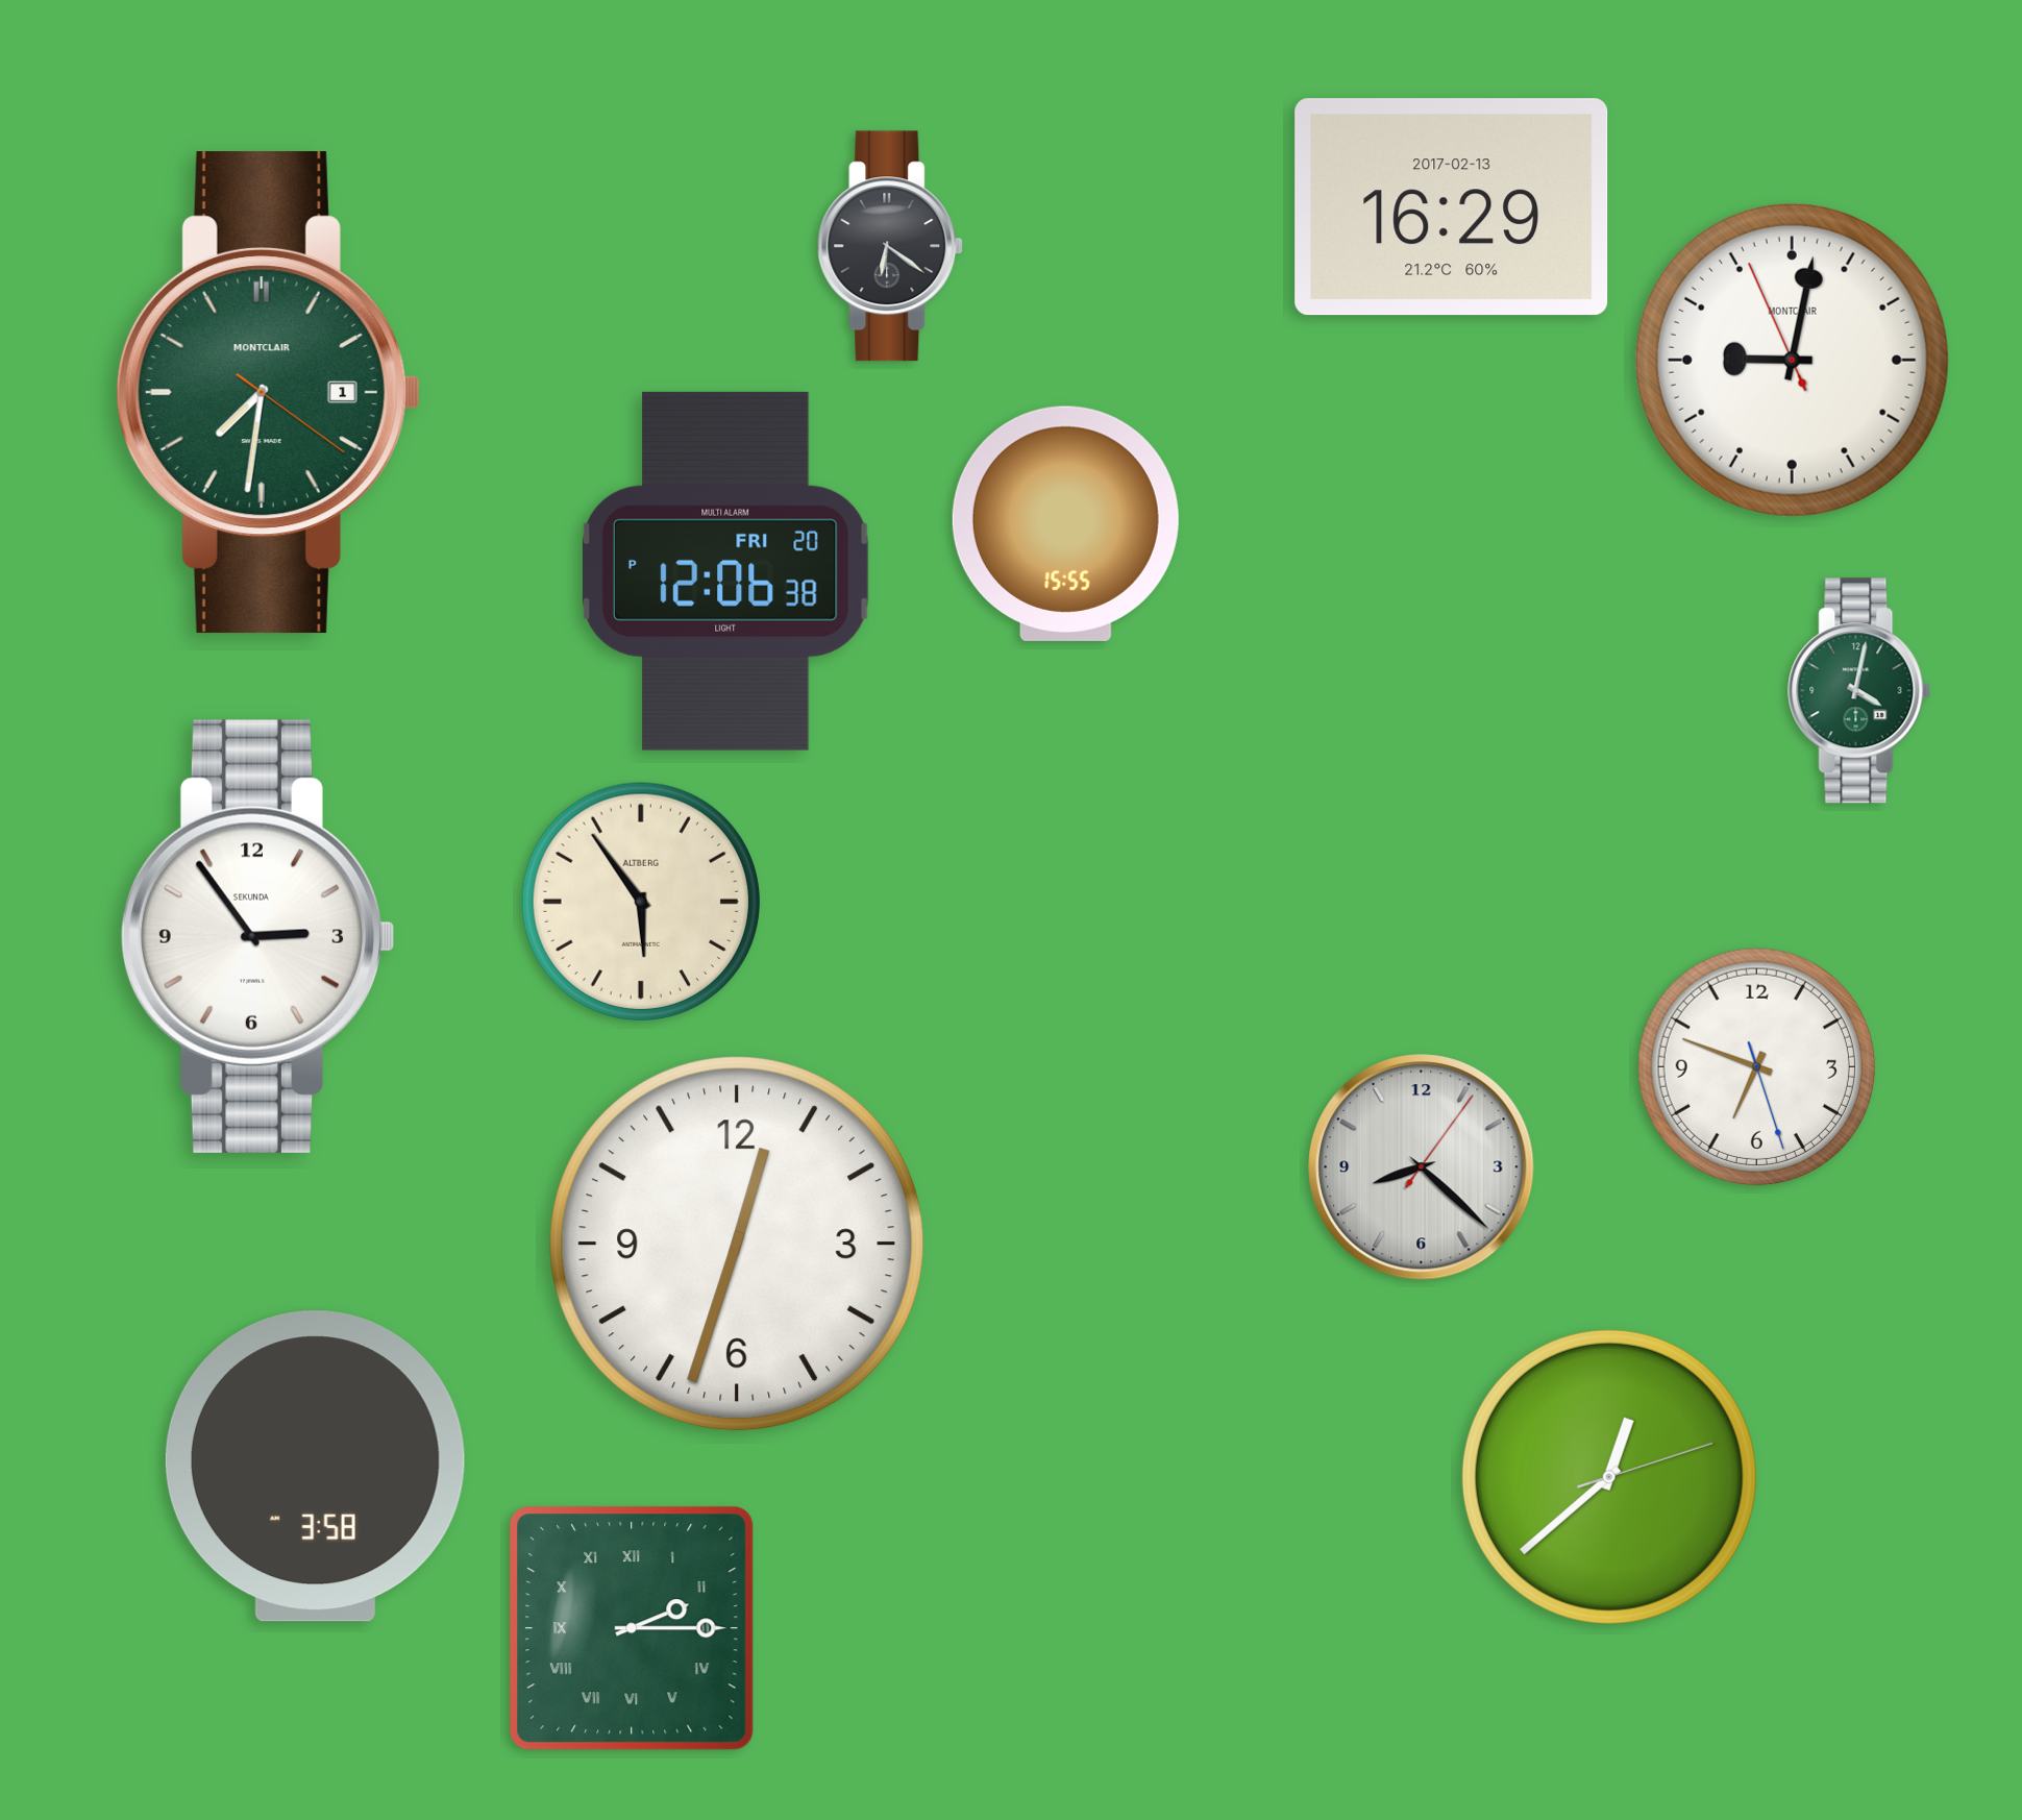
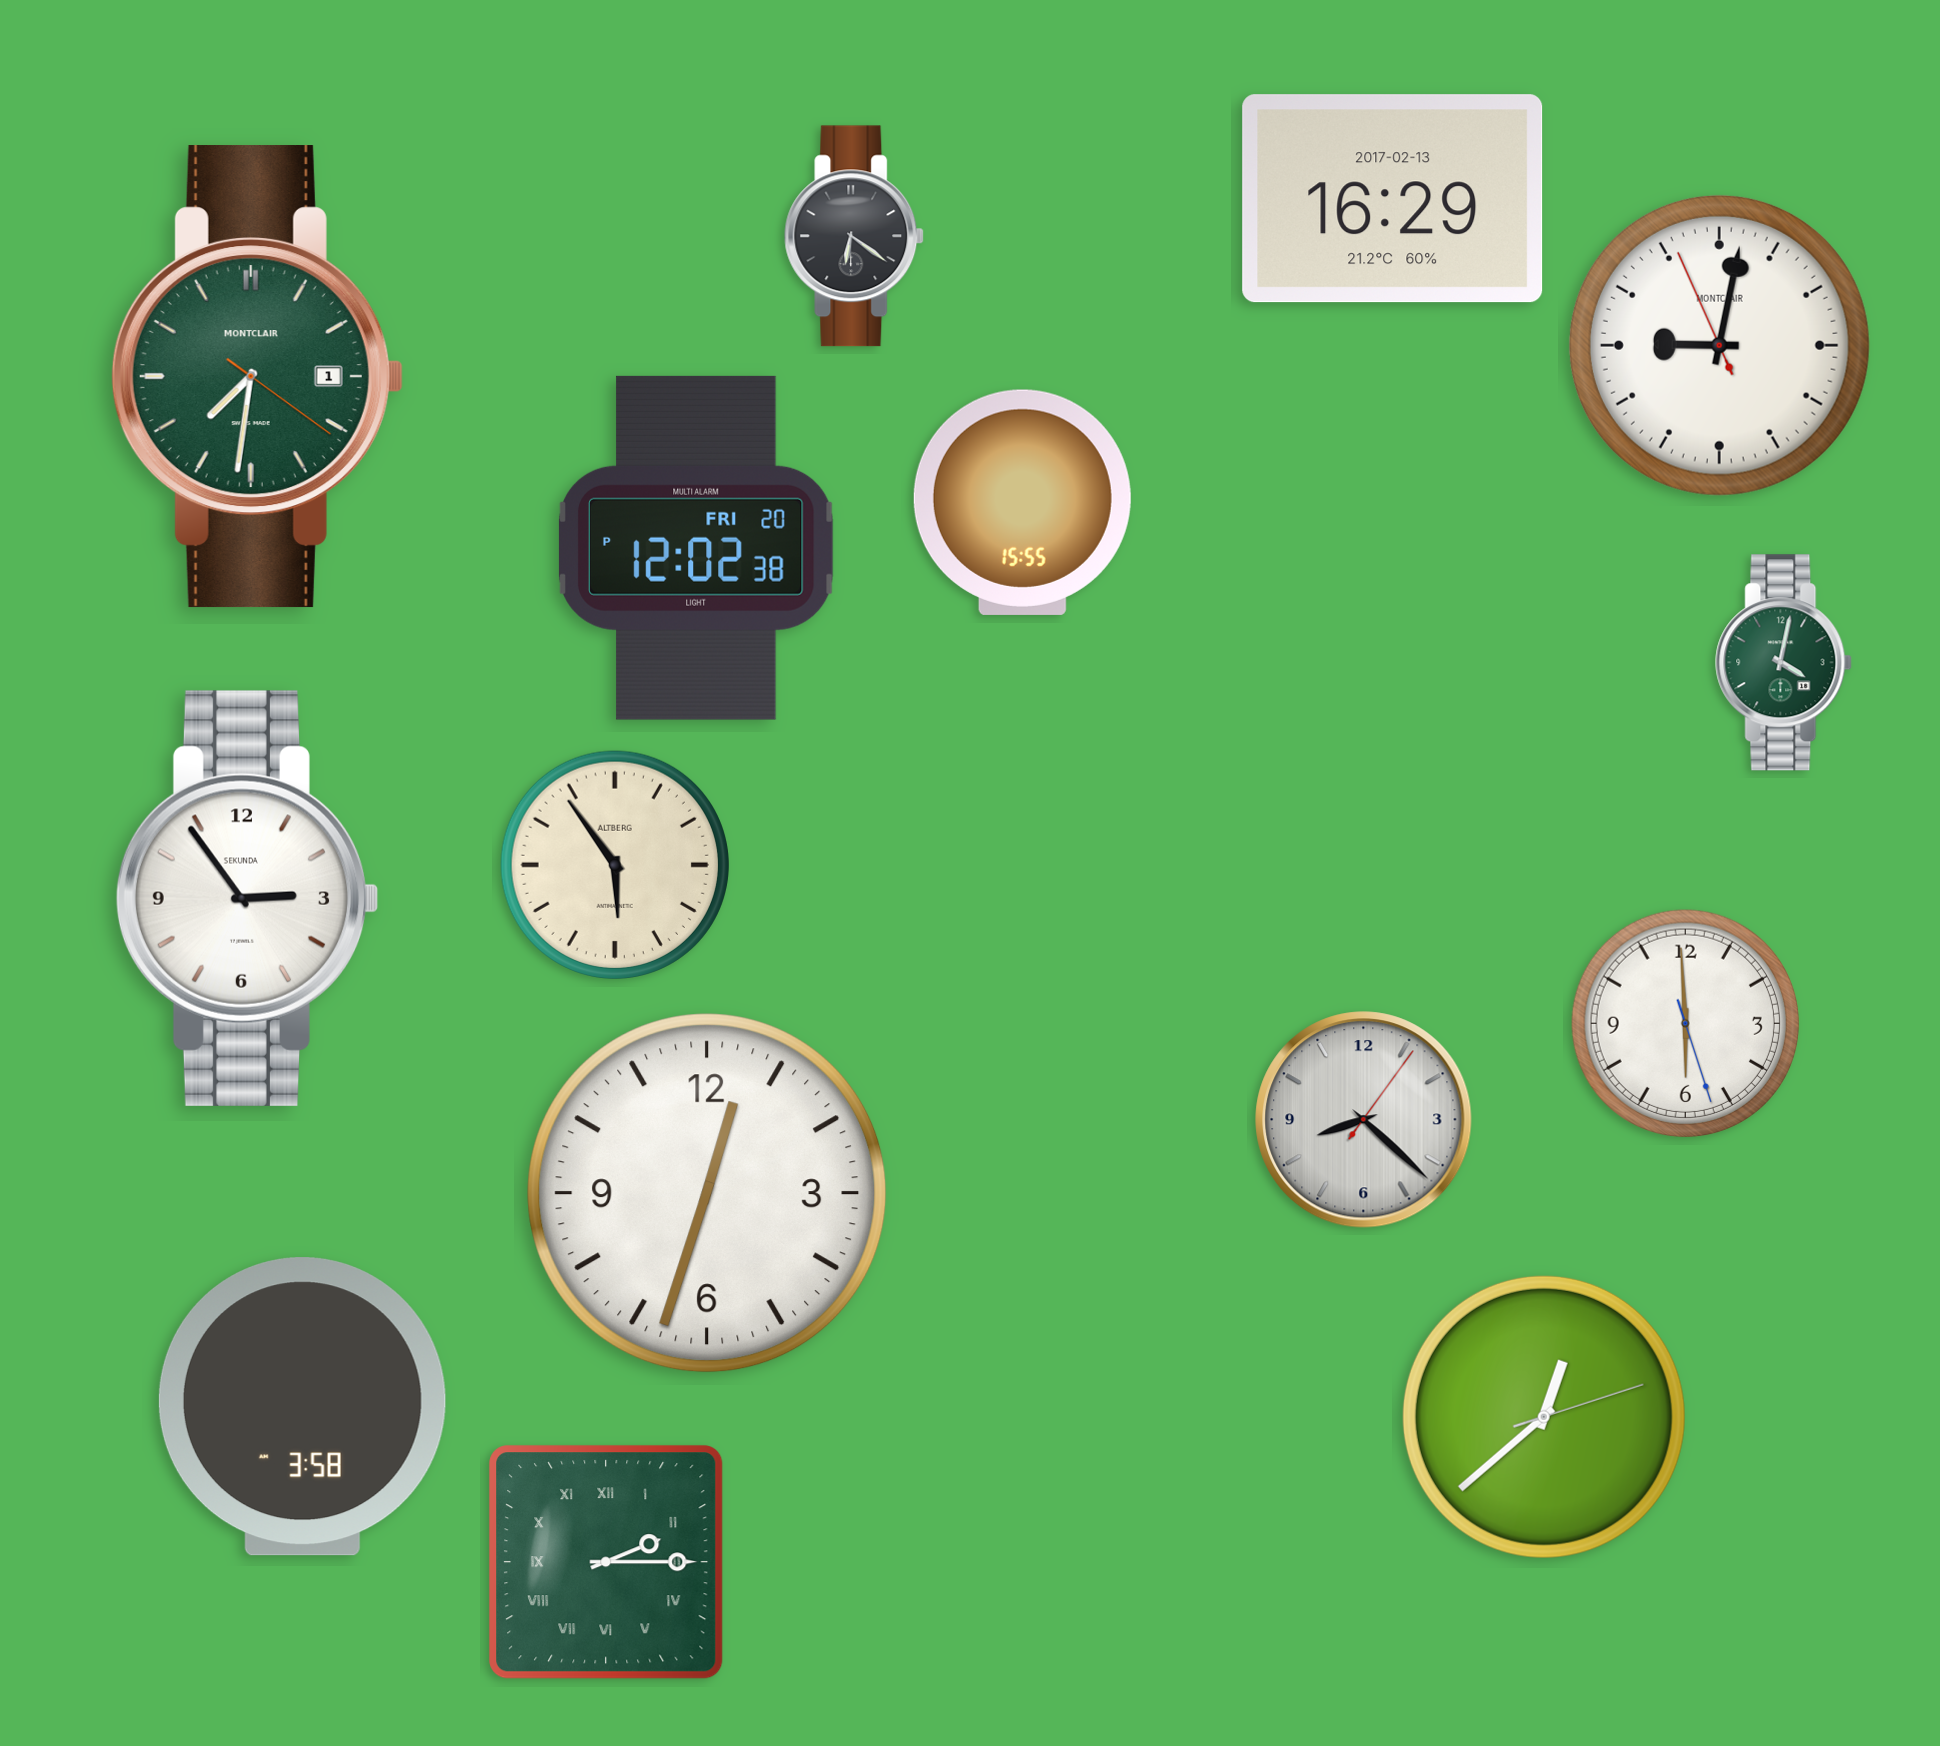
clock at (725, 571): 12:06 -> 12:02
clock at (1756, 1066): 6:48 -> 5:59
